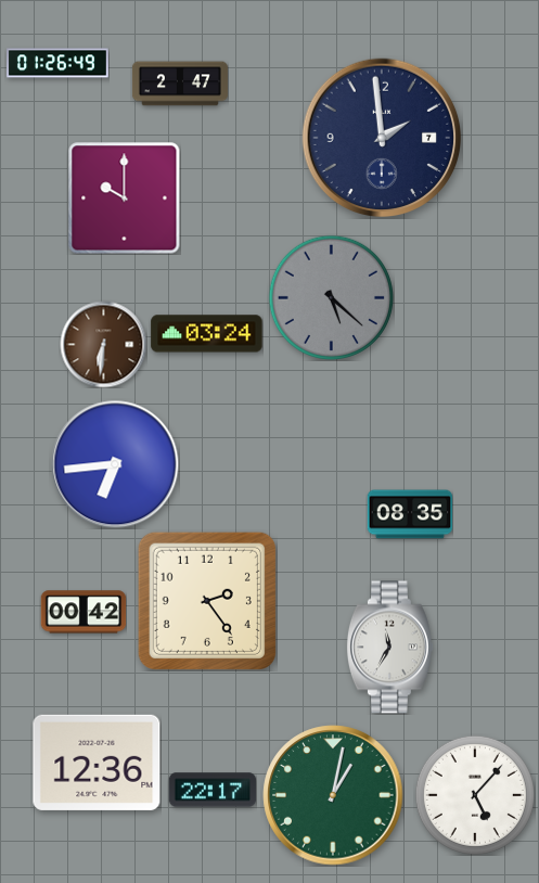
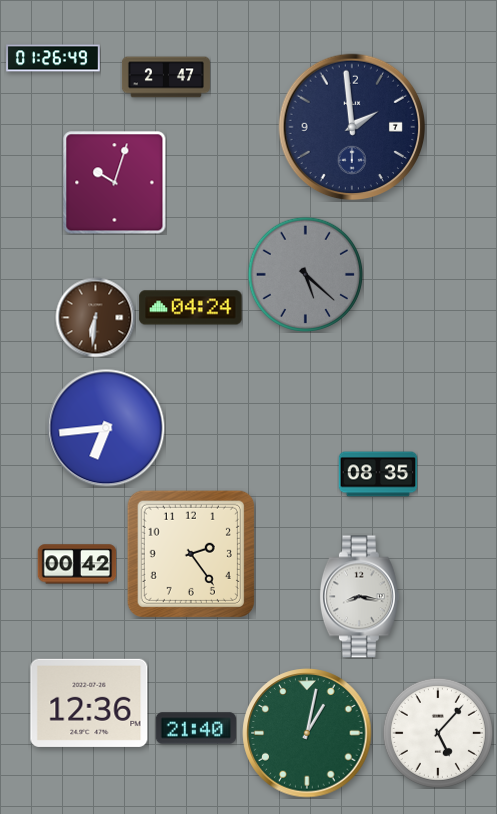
clock at (124, 197): 10:00 -> 10:03
clock at (207, 334): 03:24 -> 04:24
clock at (389, 648): 11:35 -> 8:17
clock at (213, 790): 22:17 -> 21:40
